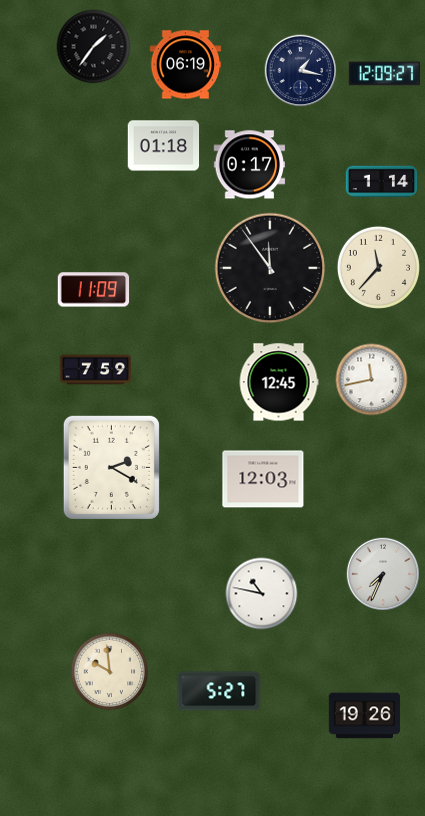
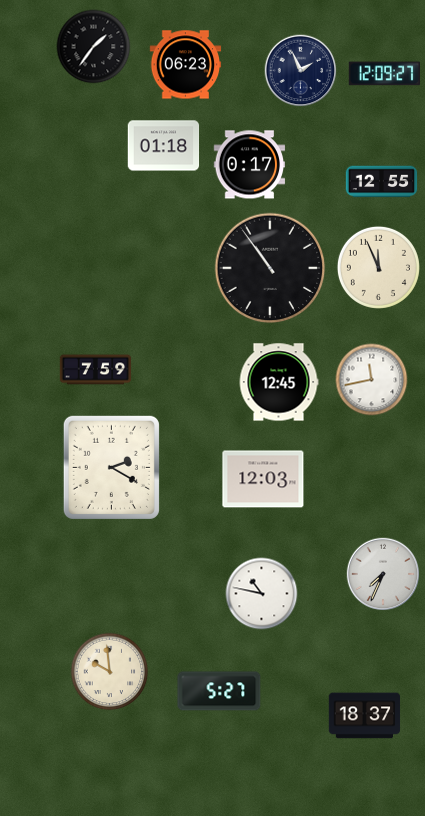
clock at (186, 65): 06:19 -> 06:23
clock at (301, 71): 1:17 -> 1:56
clock at (382, 182): 1:14 -> 12:55
clock at (378, 267): 11:37 -> 11:56
clock at (270, 268): 11:54 -> 10:54
clock at (94, 290): 11:09 -> none
clock at (365, 716): 19:26 -> 18:37
